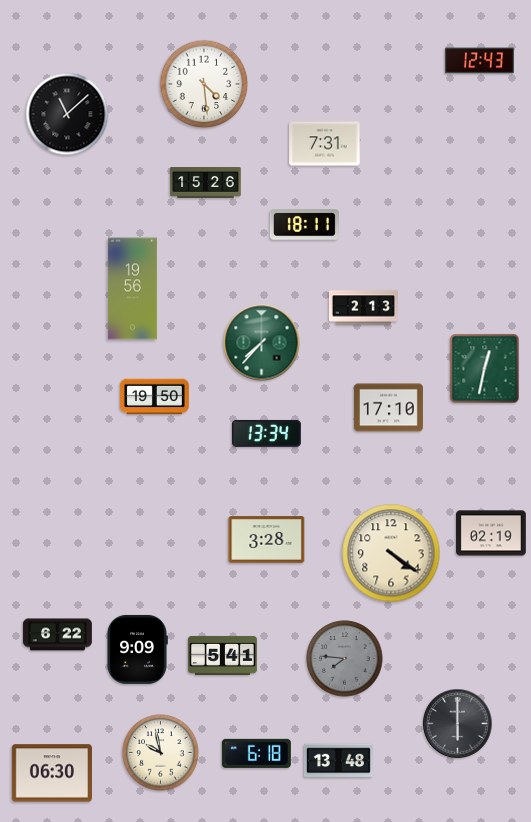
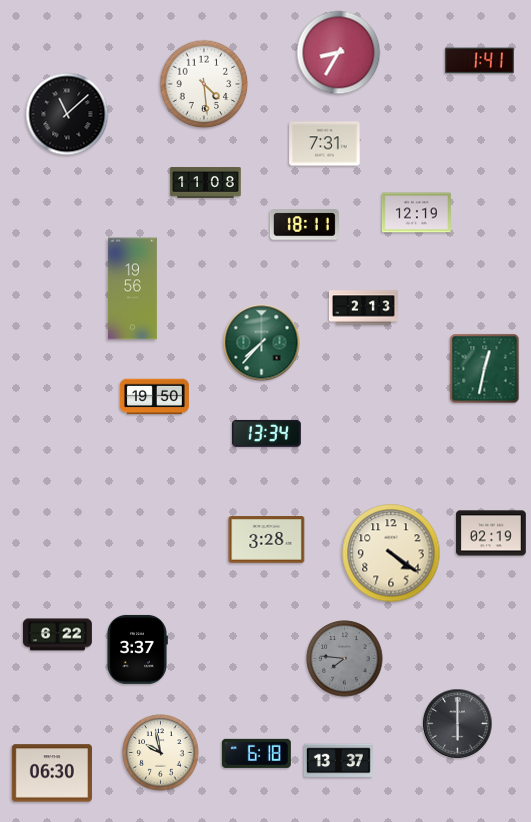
clock at (339, 53): none -> 8:35
clock at (479, 61): 12:43 -> 1:41
clock at (206, 183): 15:26 -> 11:08
clock at (416, 213): none -> 12:19
clock at (388, 408): 17:10 -> none
clock at (137, 649): 9:09 -> 3:37
clock at (222, 655): 5:41 -> none
clock at (338, 761): 13:48 -> 13:37
